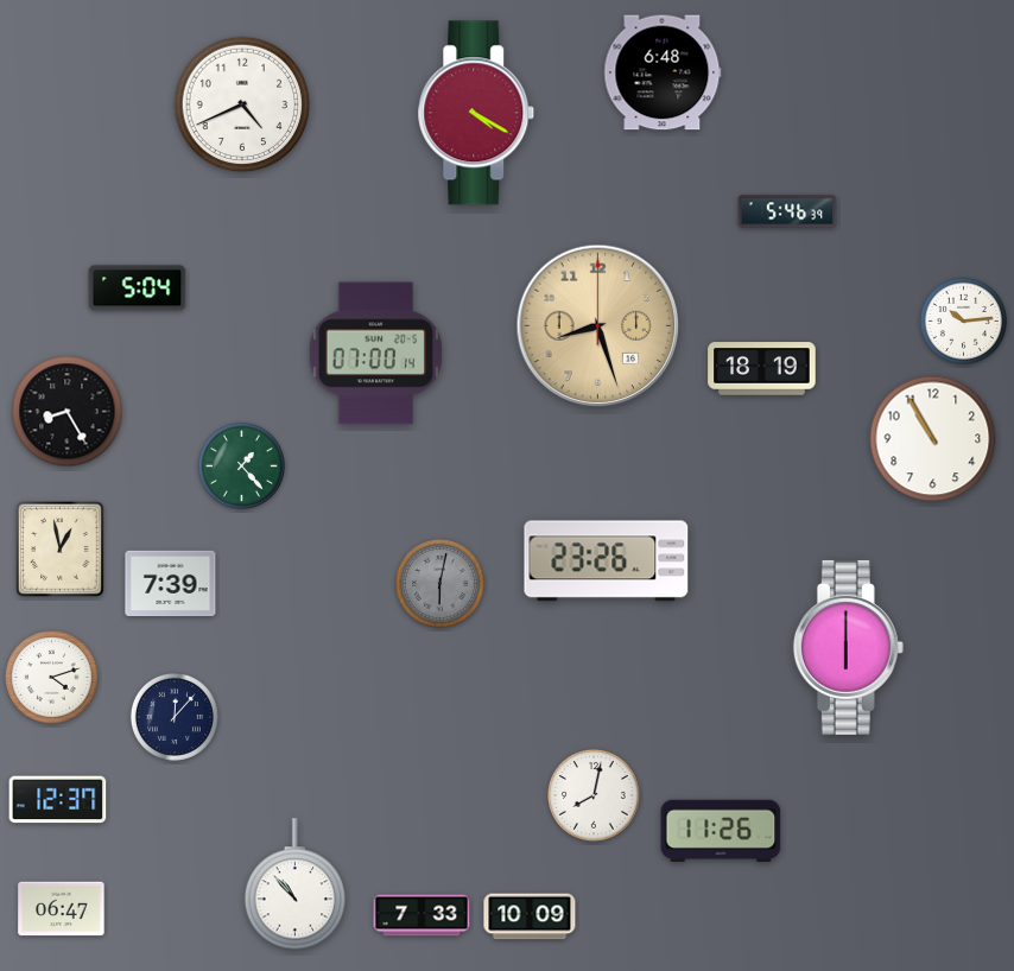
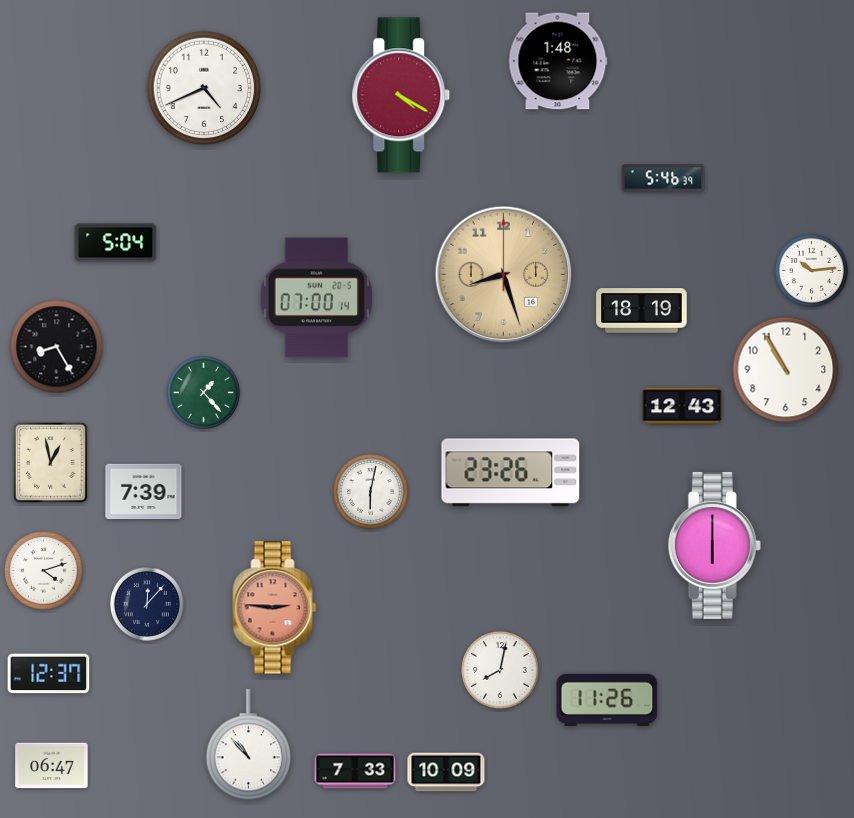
clock at (663, 72): 6:48 -> 1:48
clock at (682, 406): none -> 12:43
clock at (439, 583) dial: grey -> white
clock at (275, 608): none -> 2:46
